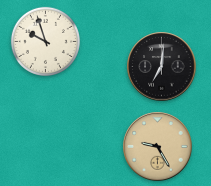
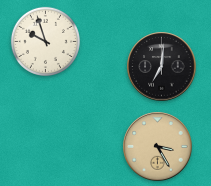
clock at (158, 147): 9:25 -> 3:25
